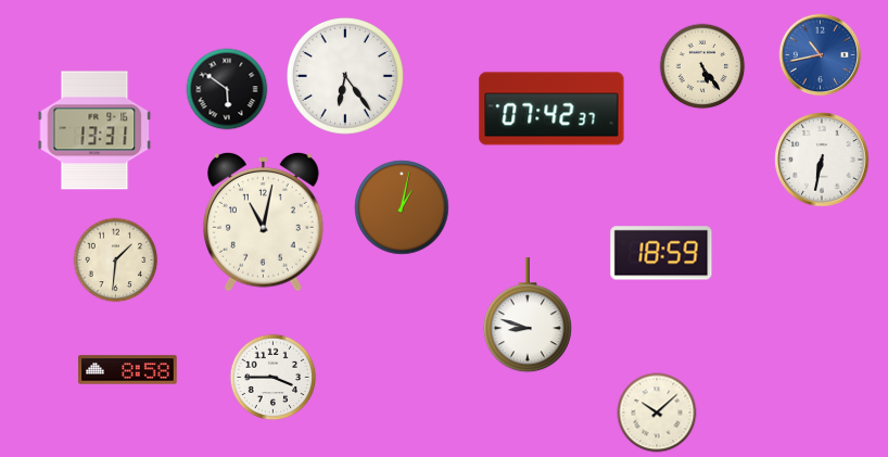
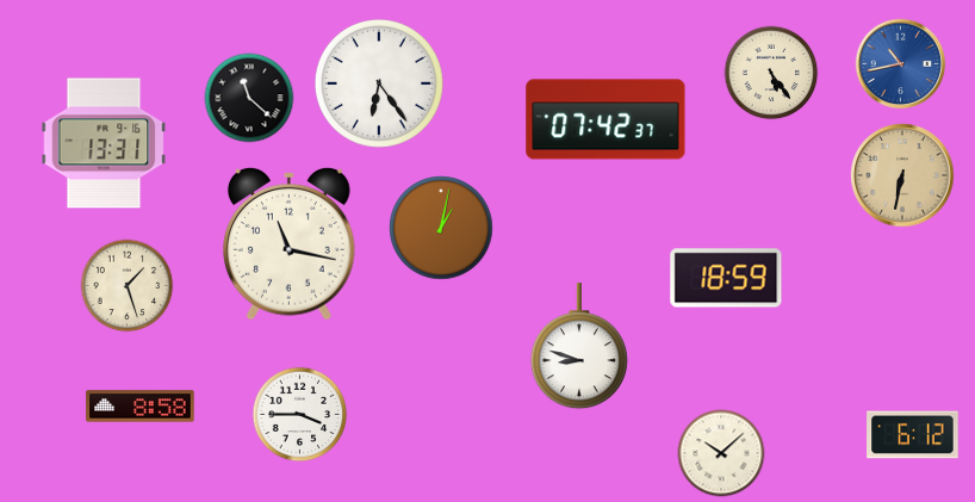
clock at (821, 55) position: (821, 55) -> (901, 64)
clock at (227, 89): 5:51 -> 11:22
clock at (822, 160) dial: white -> champagne
clock at (263, 221): 11:02 -> 11:17
clock at (116, 261): 1:31 -> 1:27
clock at (913, 435): none -> 6:12
